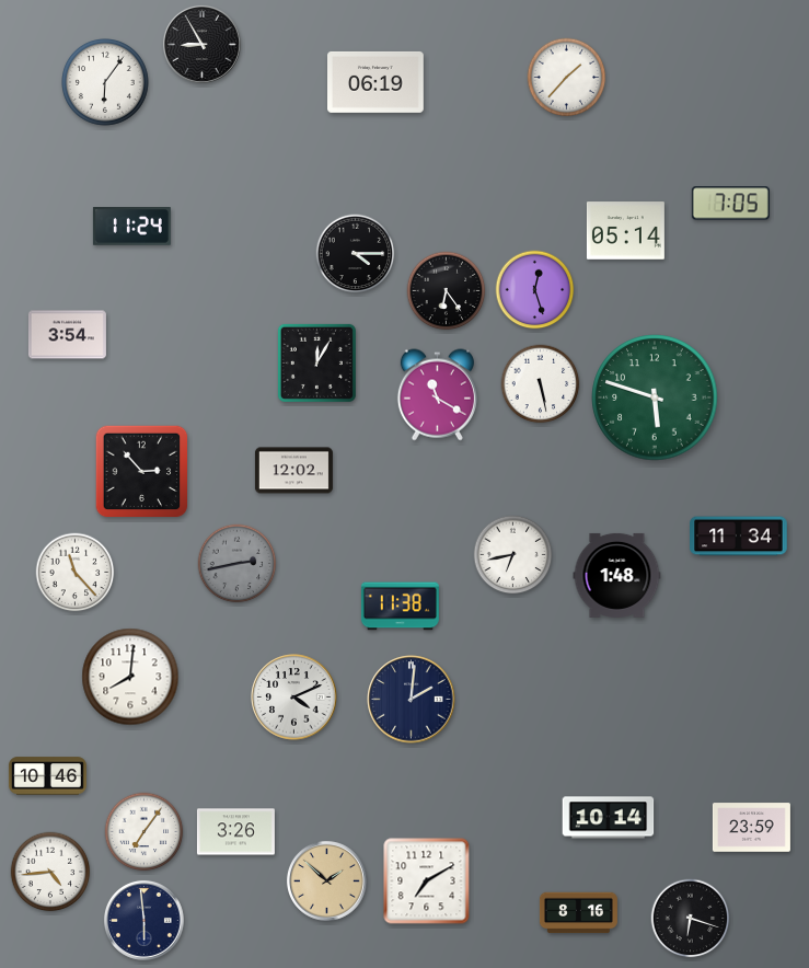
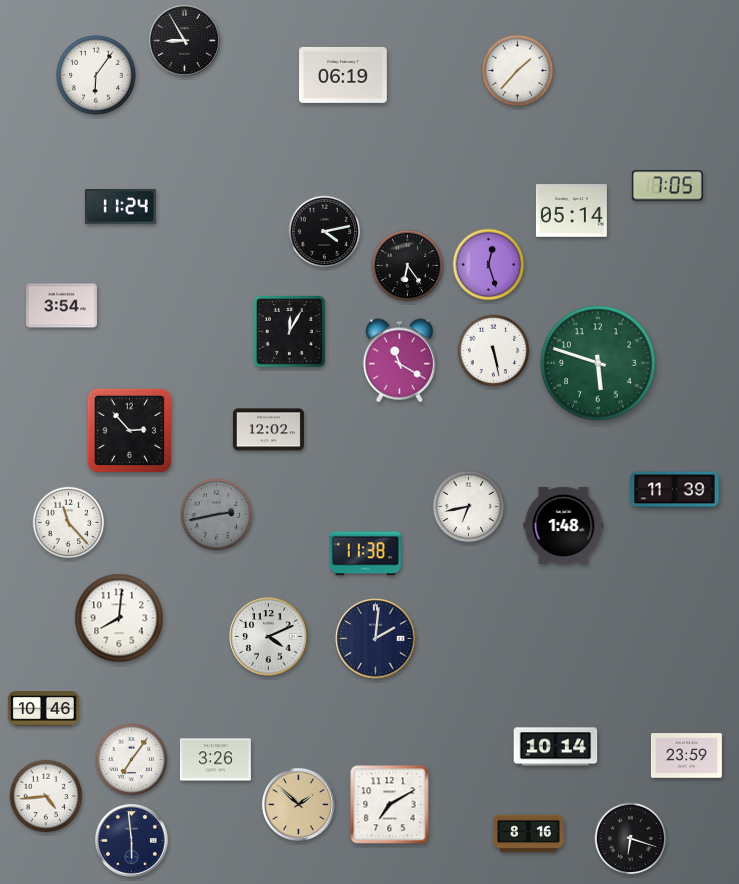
clock at (356, 254): 4:15 -> 4:13
clock at (739, 537): 11:34 -> 11:39
